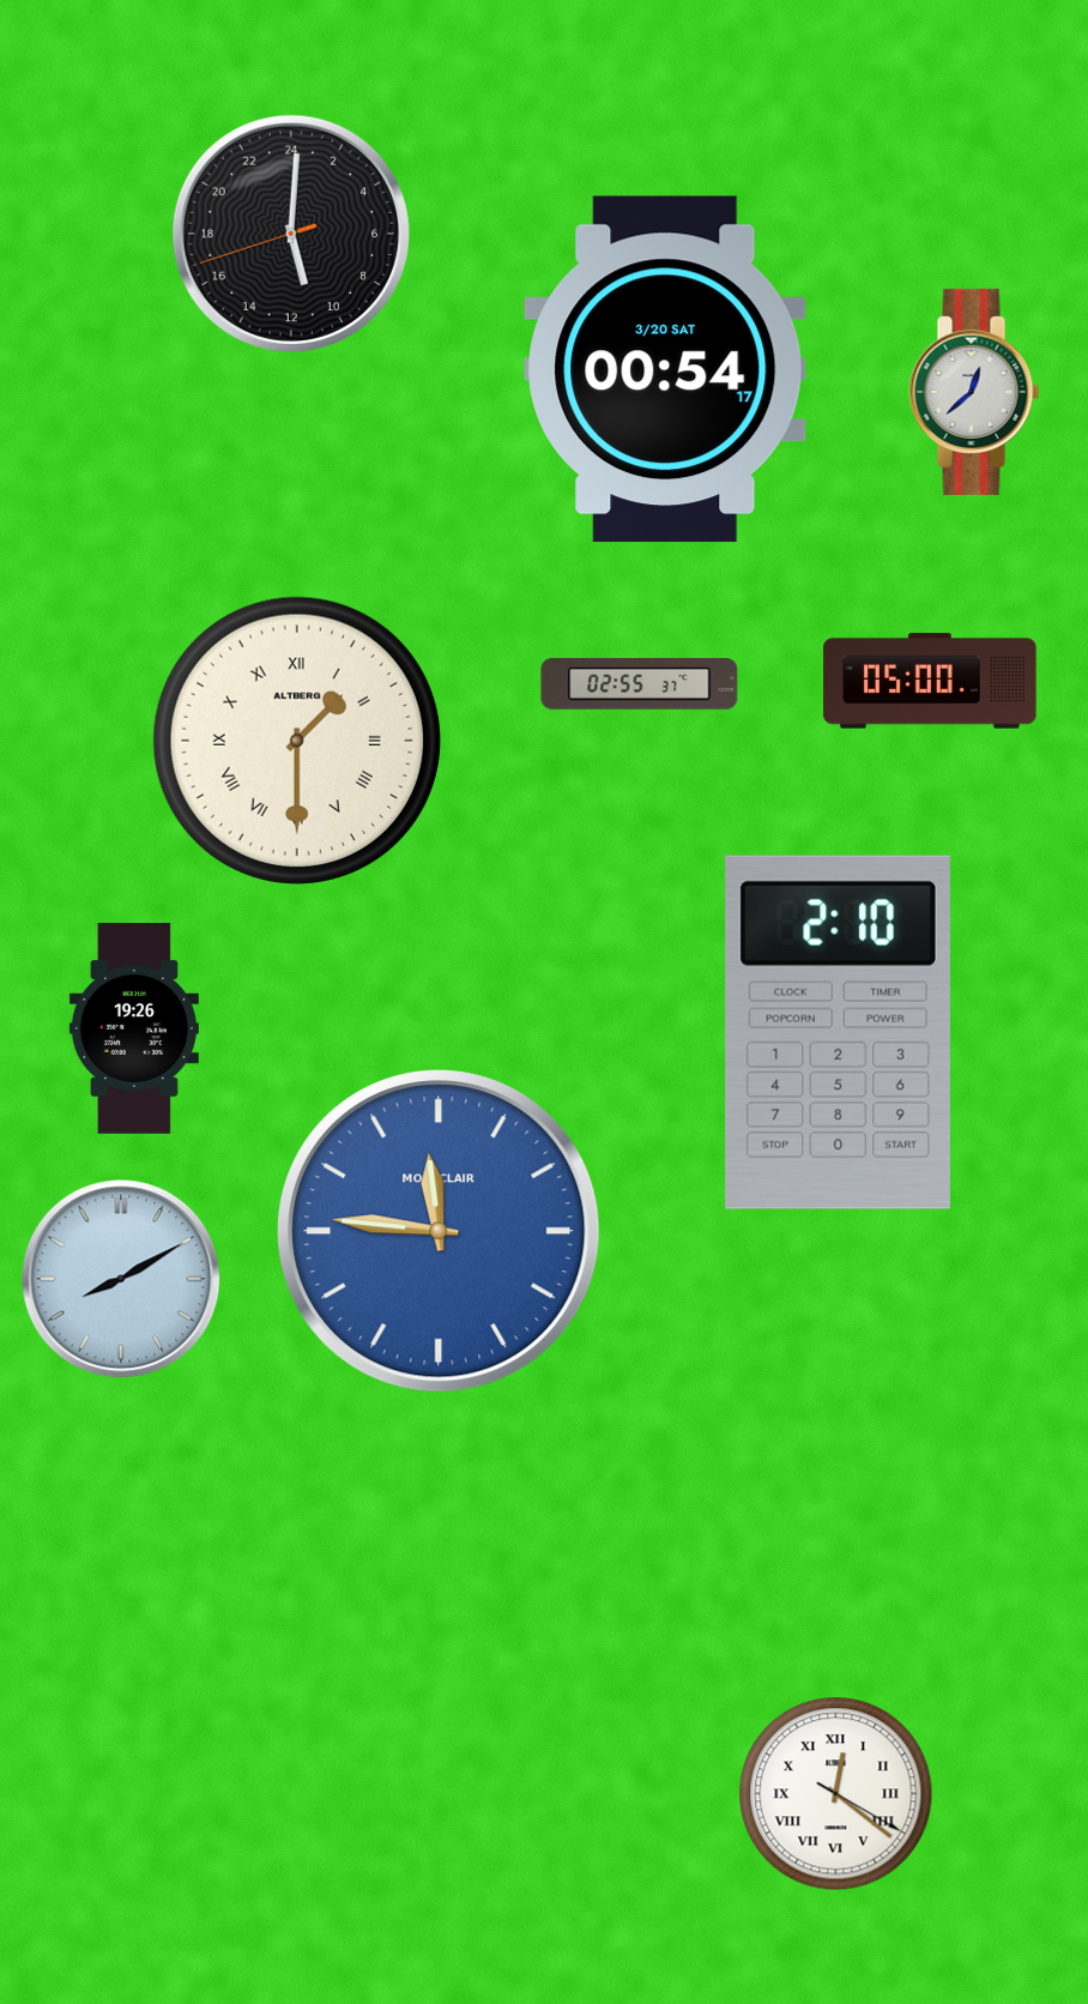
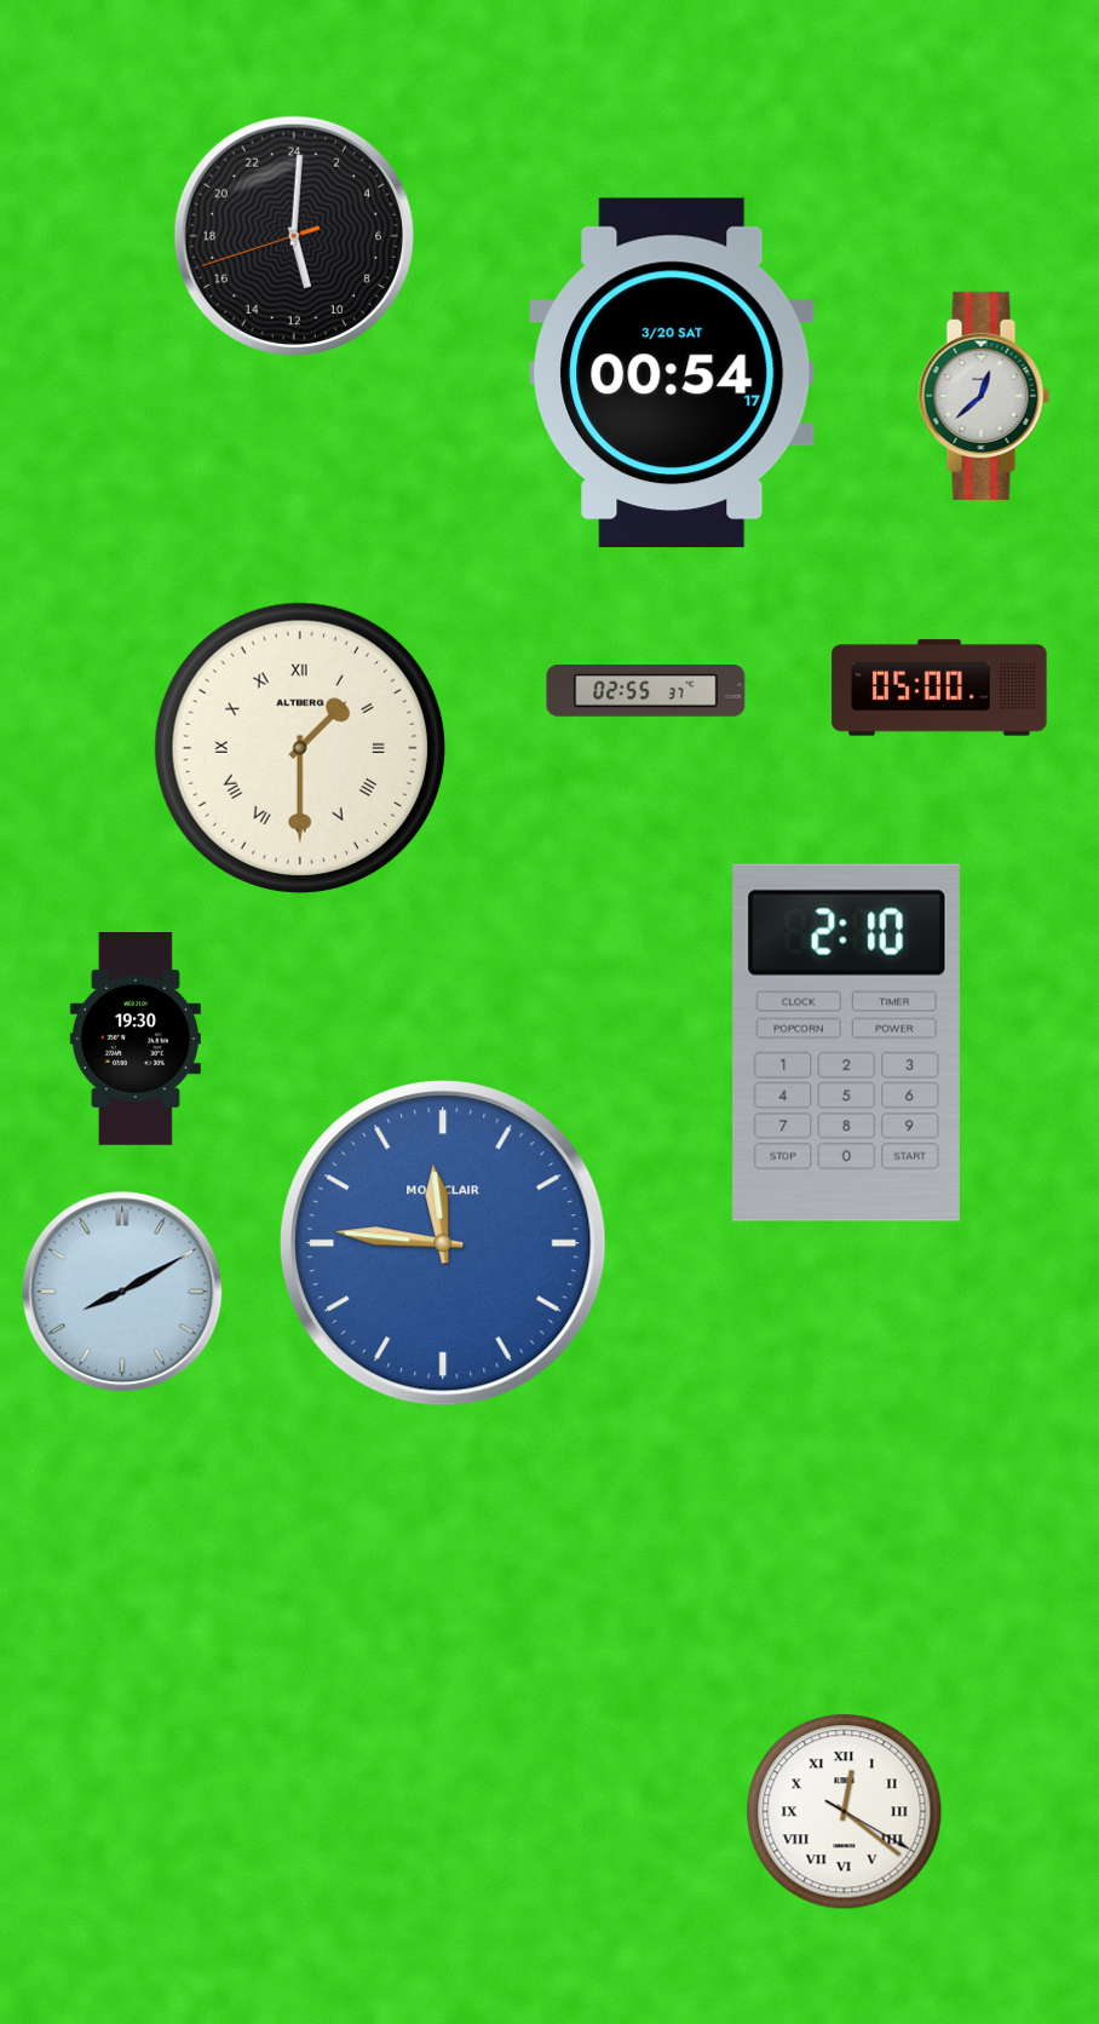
clock at (134, 1030): 19:26 -> 19:30
